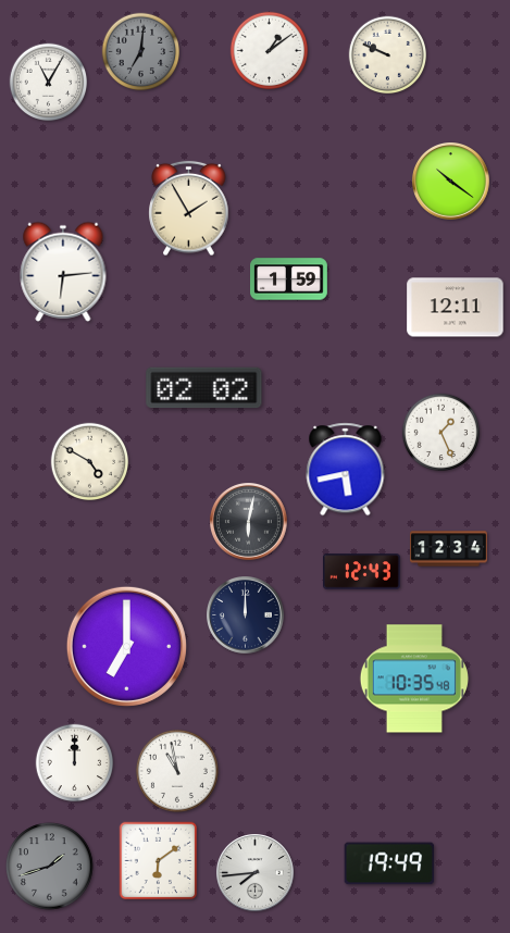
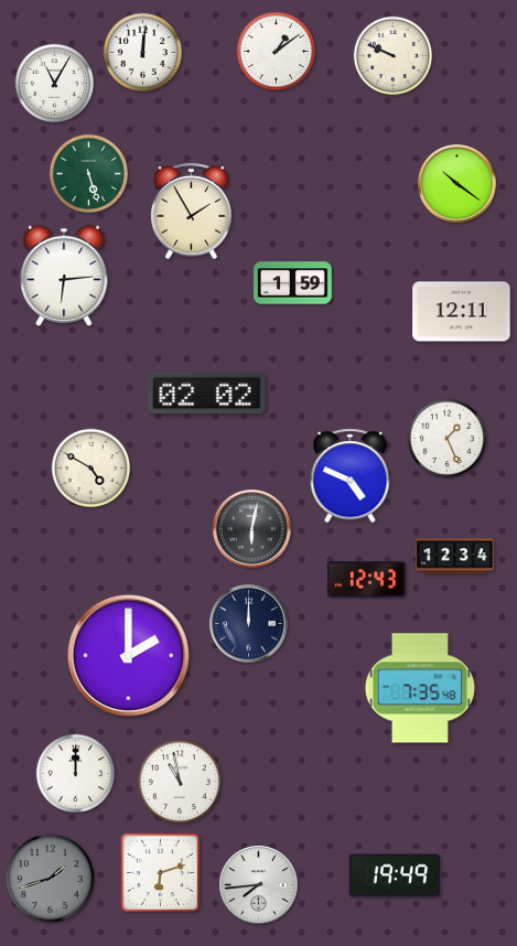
clock at (270, 51) position: (270, 51) -> (277, 52)
clock at (141, 52): 7:01 -> 12:01
clock at (141, 52) dial: grey -> white
clock at (49, 83) position: (49, 83) -> (55, 84)
clock at (89, 174): none -> 5:27
clock at (346, 470): 5:43 -> 4:49
clock at (126, 646): 7:00 -> 2:00
clock at (414, 679): 10:35 -> 7:35
clock at (159, 861): 6:09 -> 6:12
